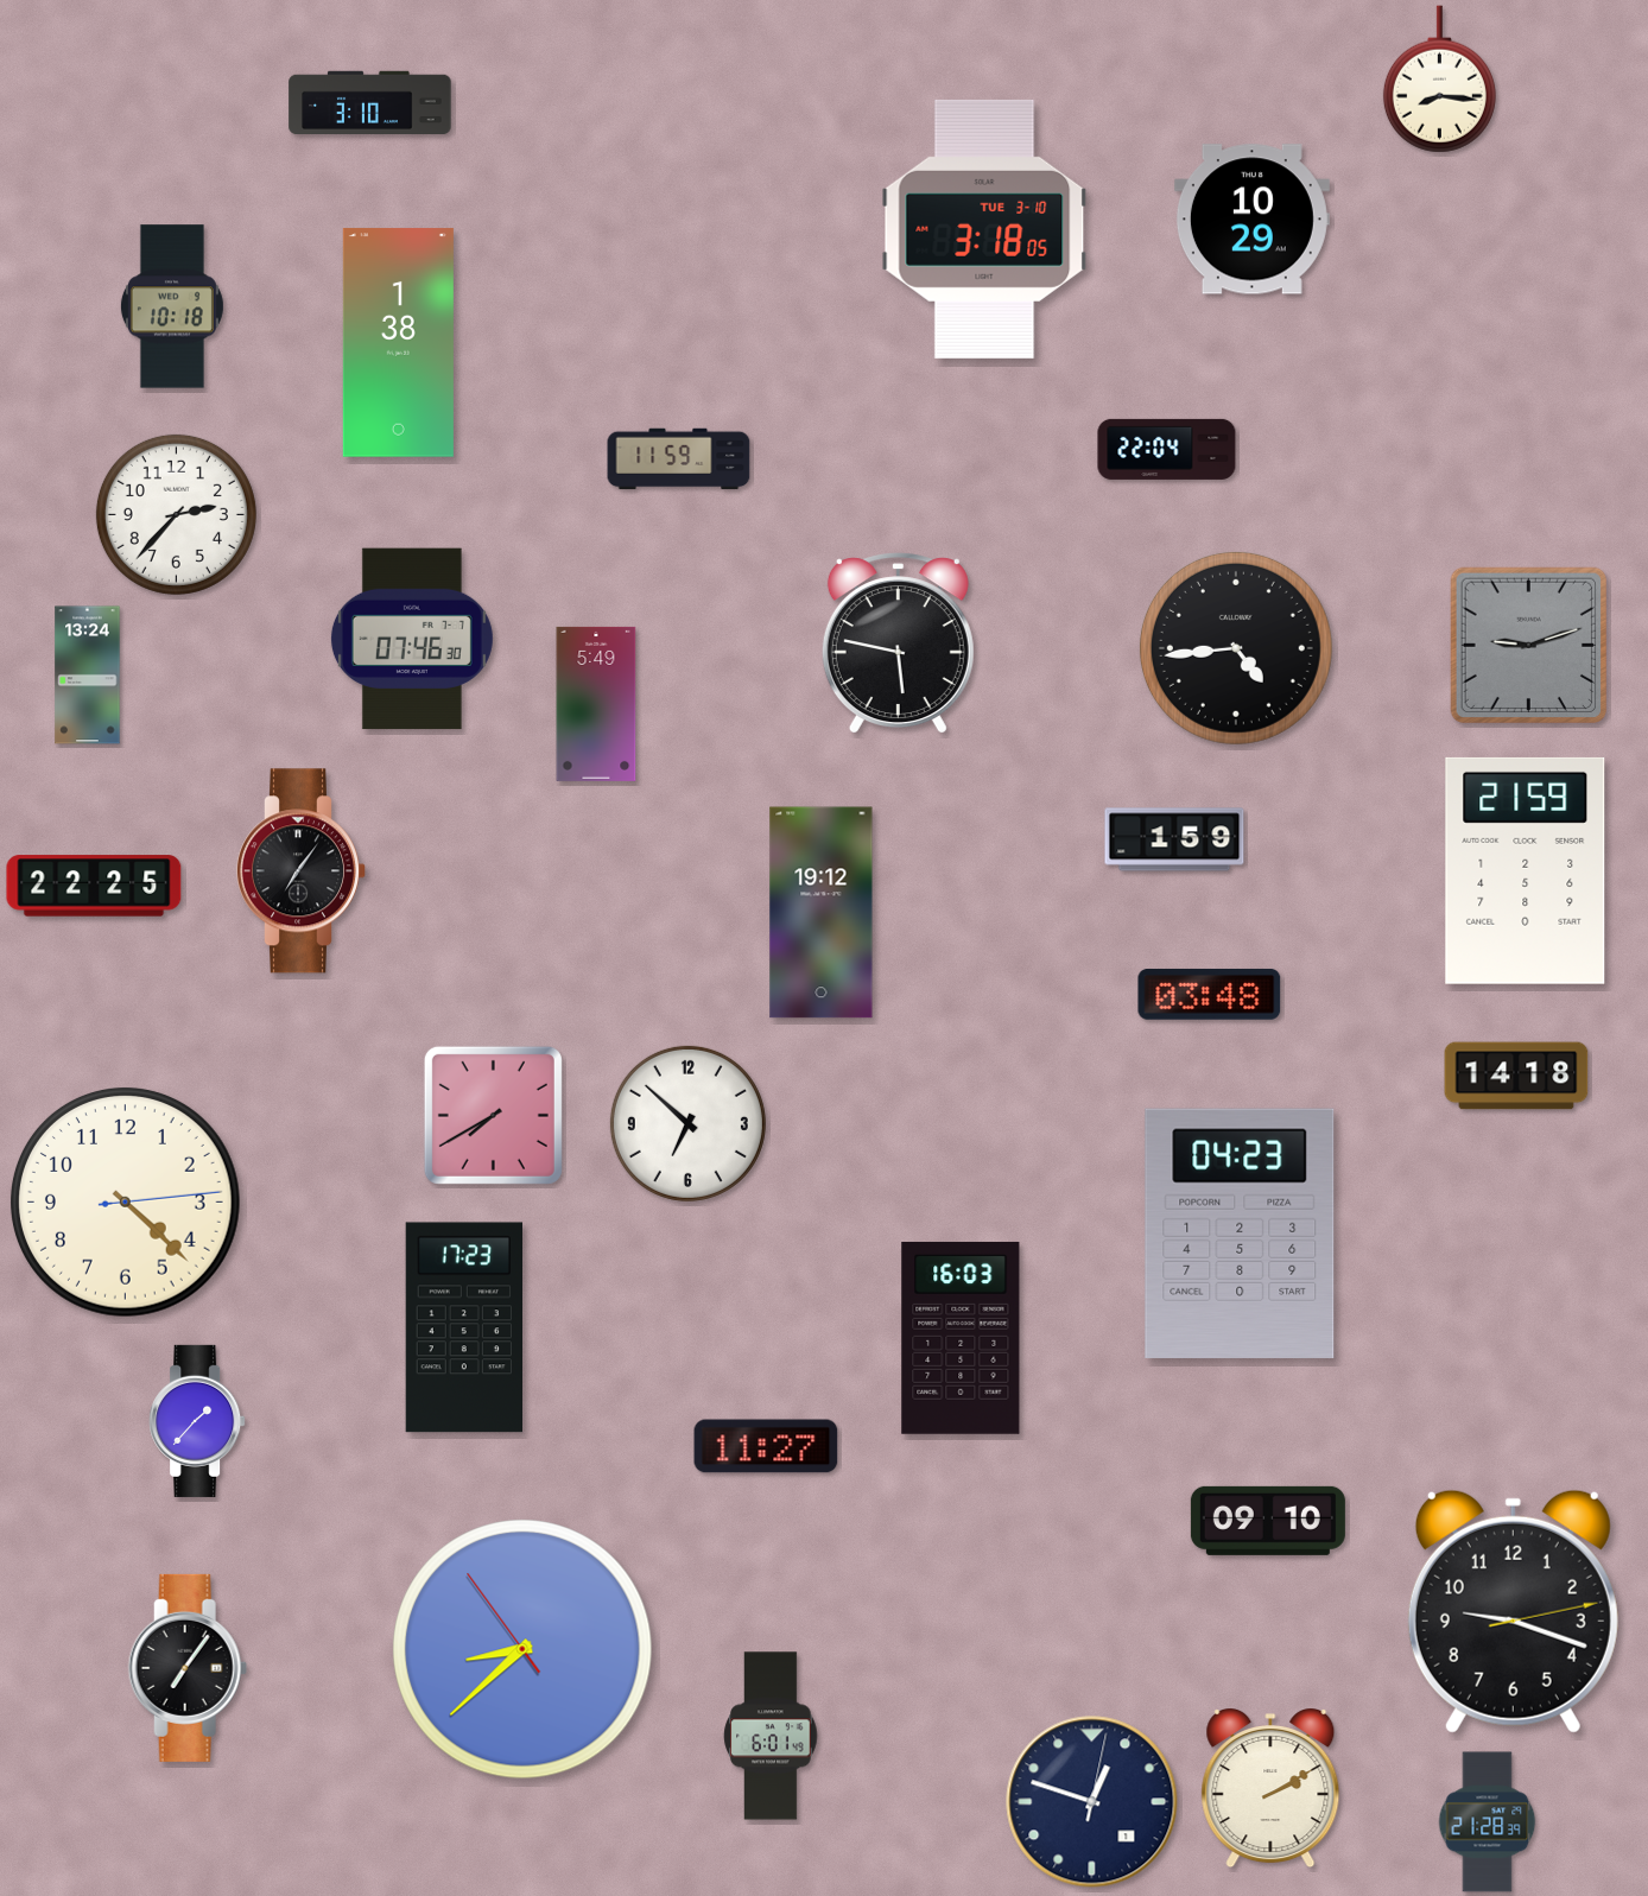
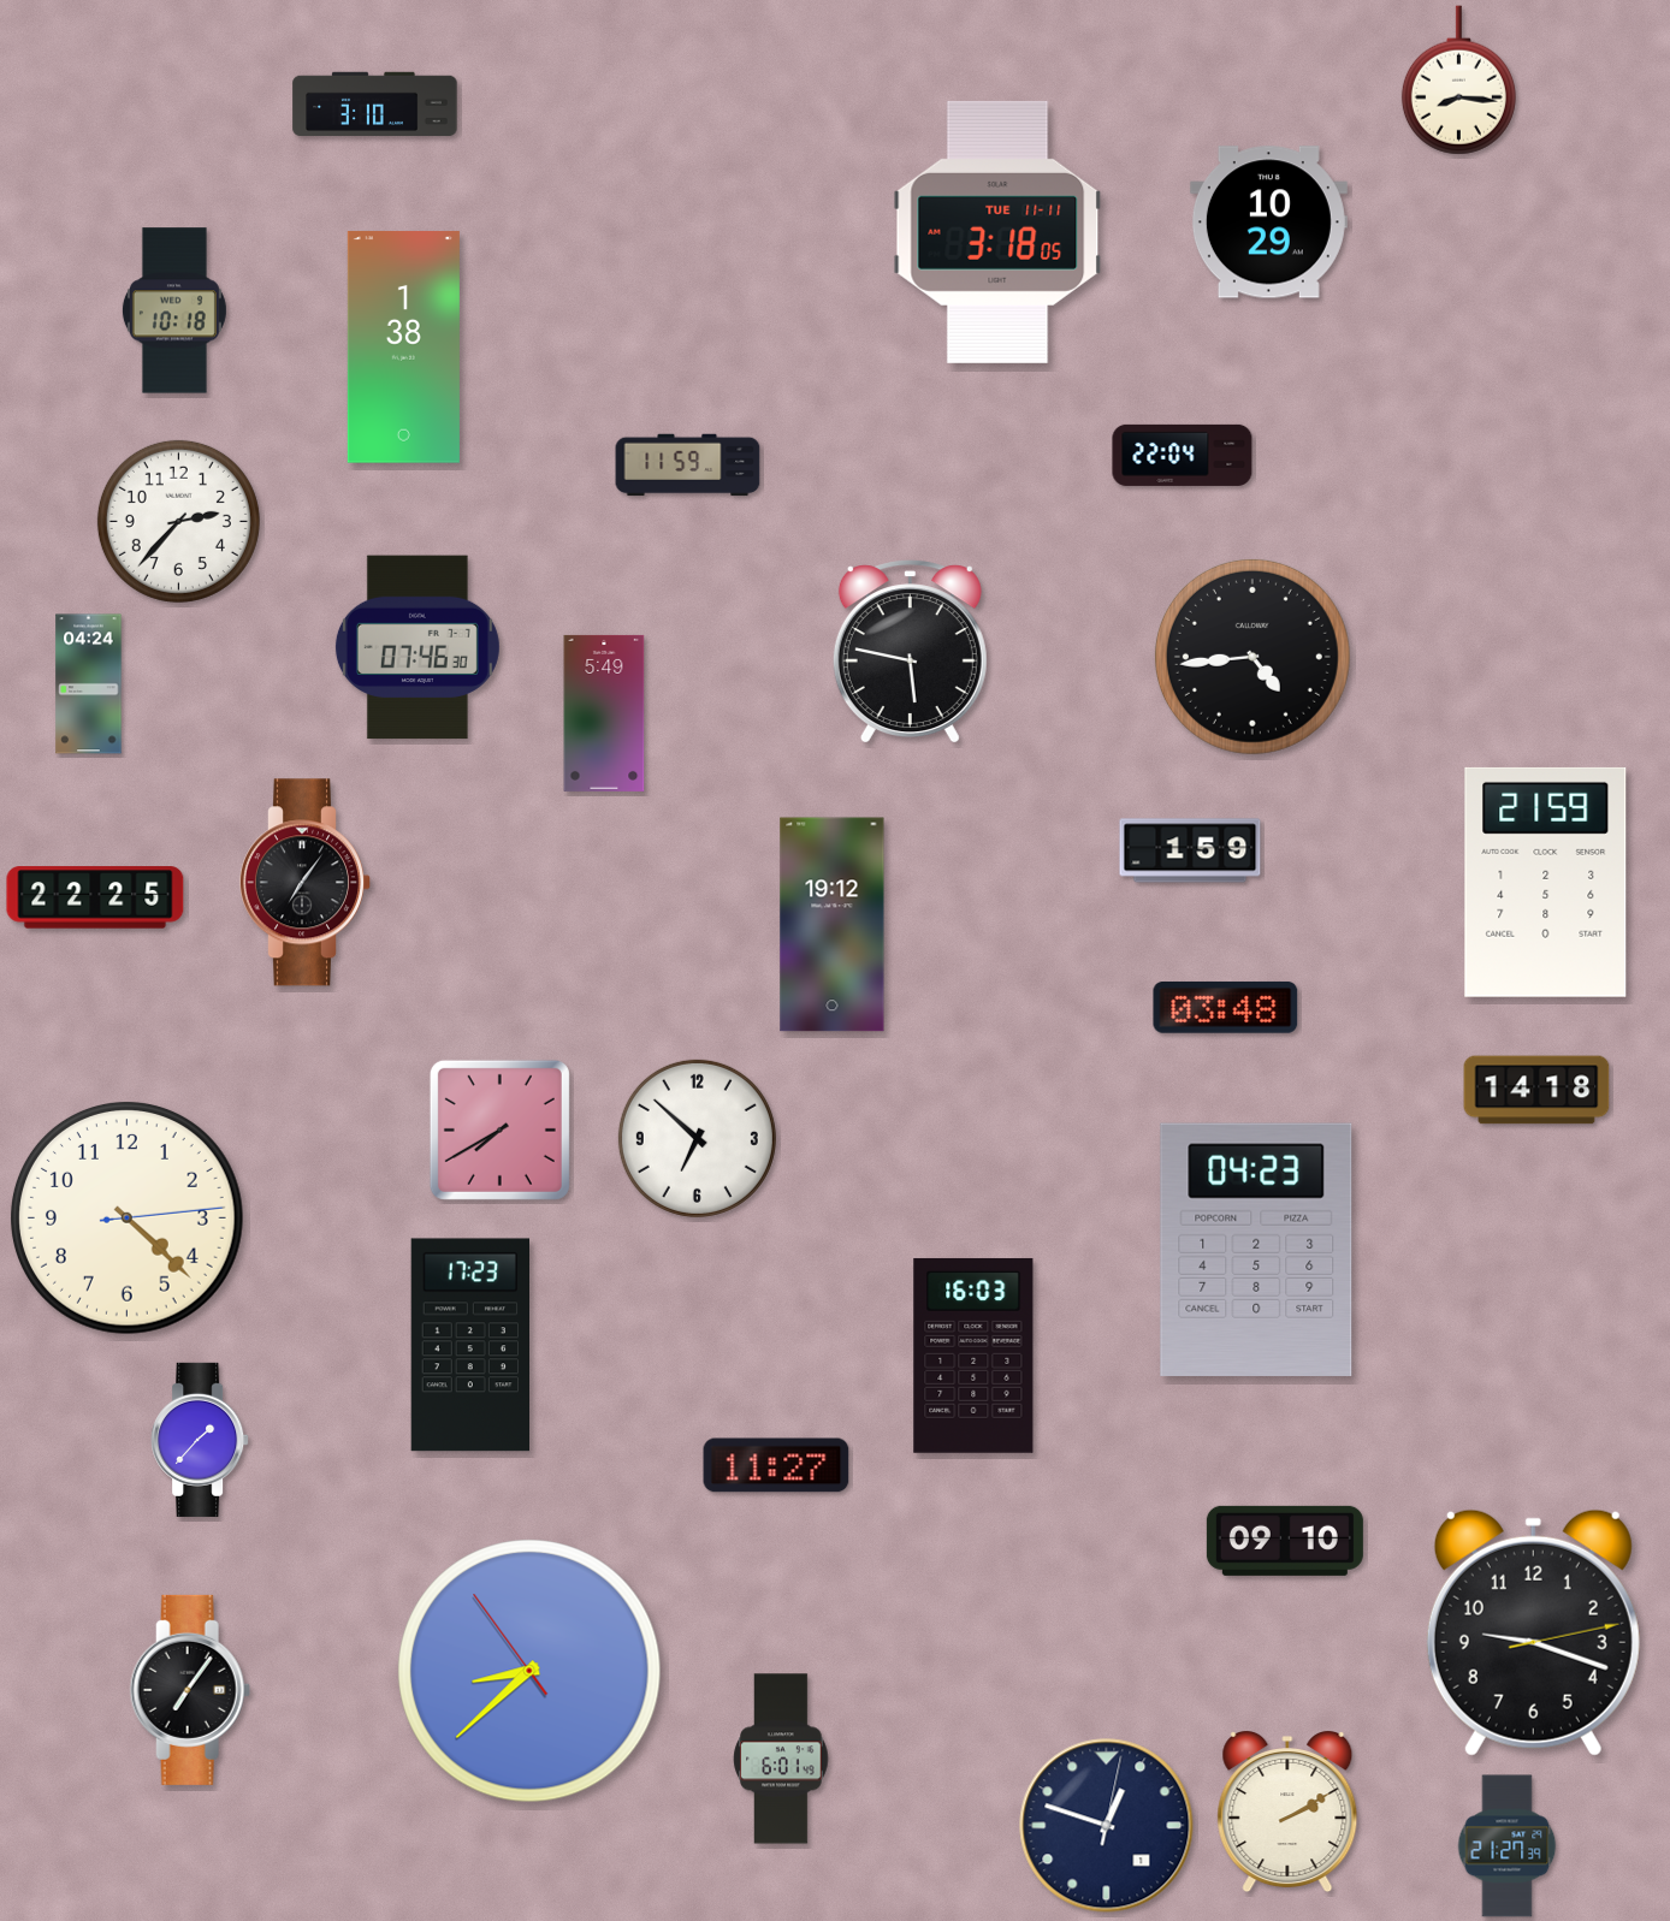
clock at (984, 229) date: TUE 3-10 -> TUE 11-11
clock at (1528, 645): 9:12 -> none
clock at (88, 676): 13:24 -> 04:24
clock at (1488, 1822): 21:28 -> 21:27
